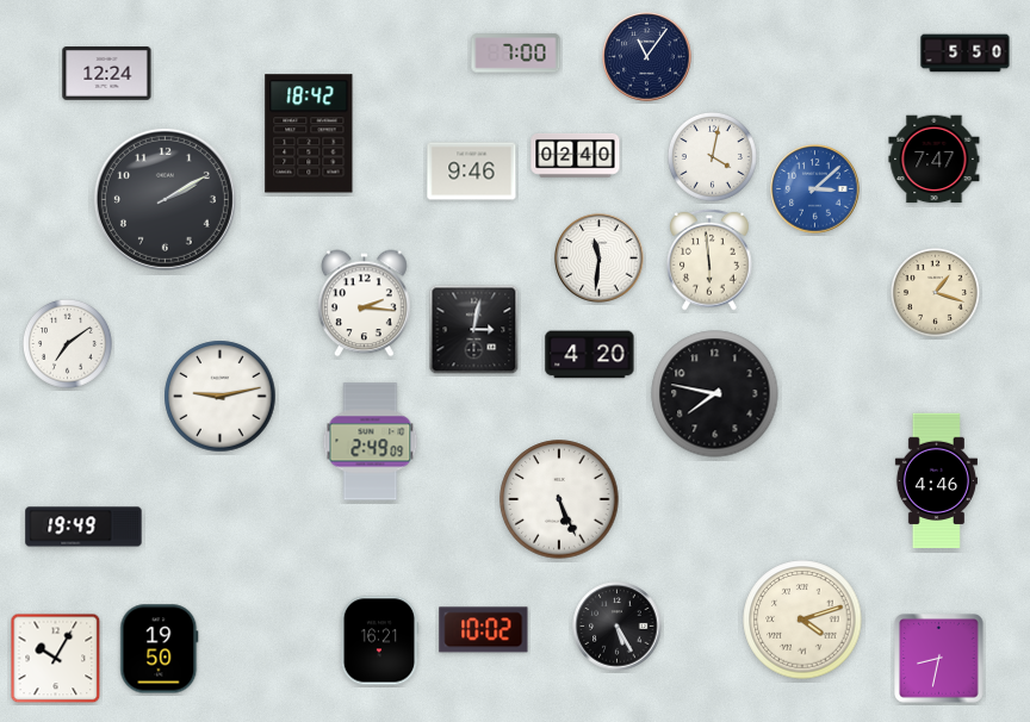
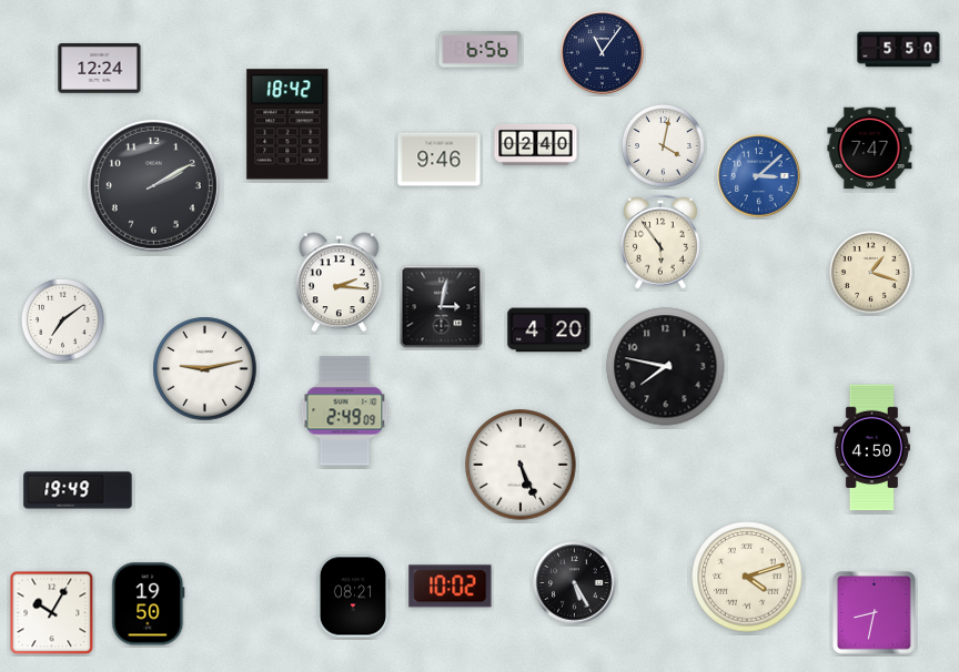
clock at (516, 54): 7:00 -> 6:56
clock at (600, 259): 11:31 -> none
clock at (709, 260): 5:59 -> 5:54
clock at (936, 481): 4:46 -> 4:50
clock at (379, 641): 16:21 -> 08:21
